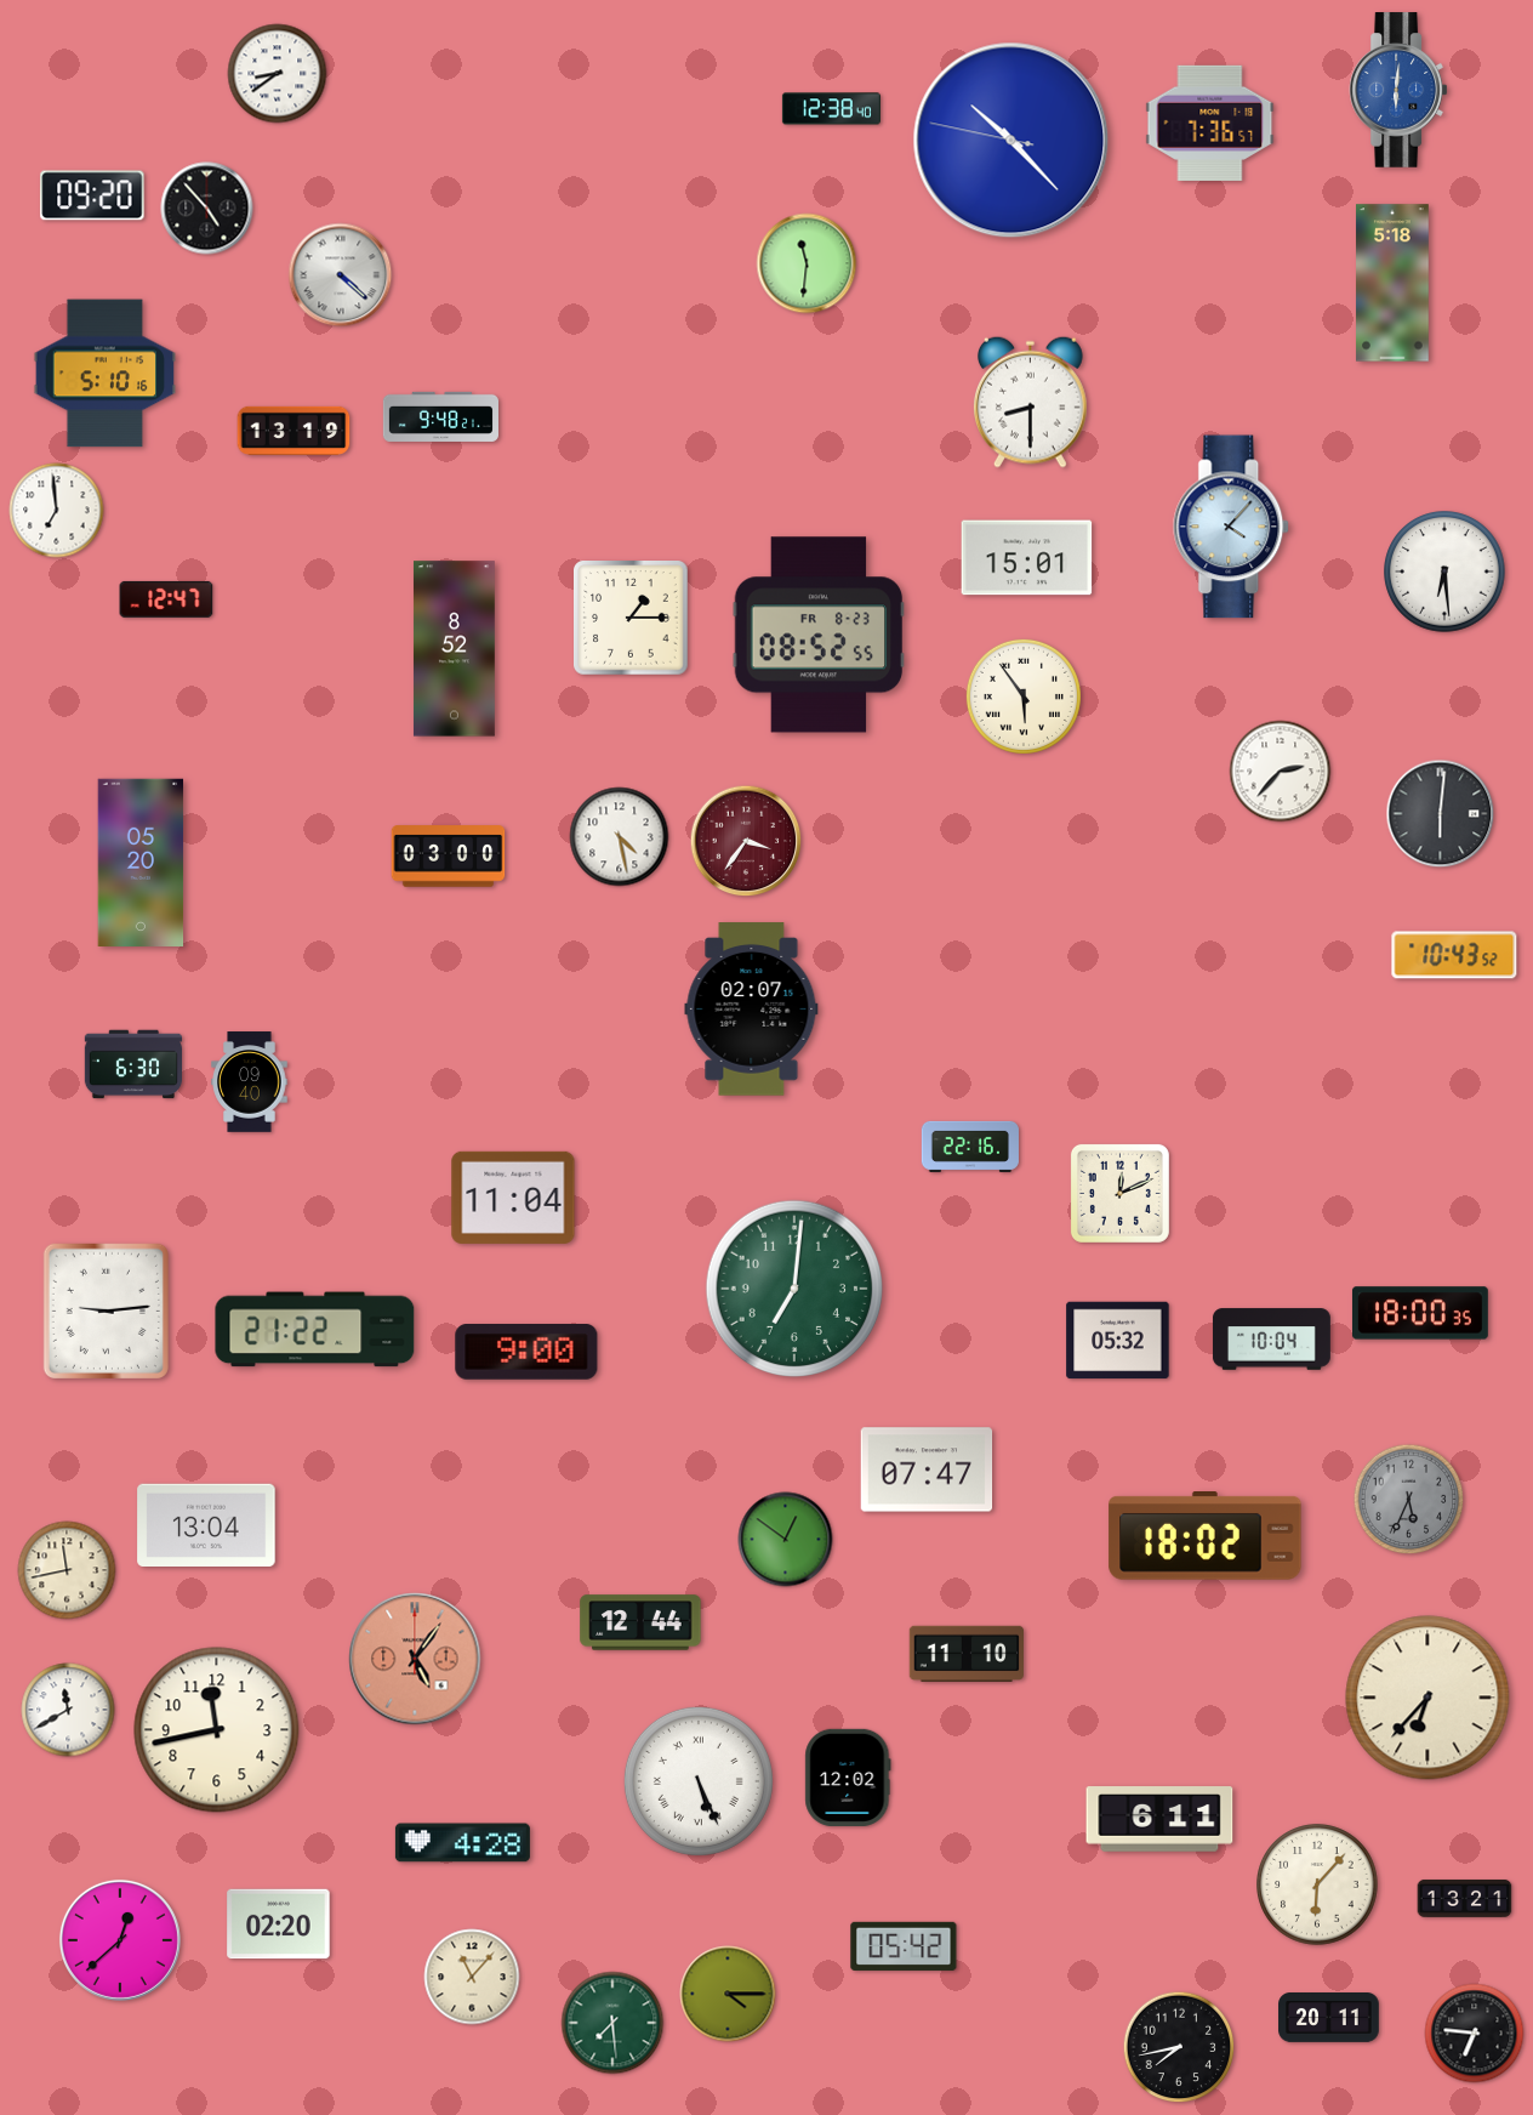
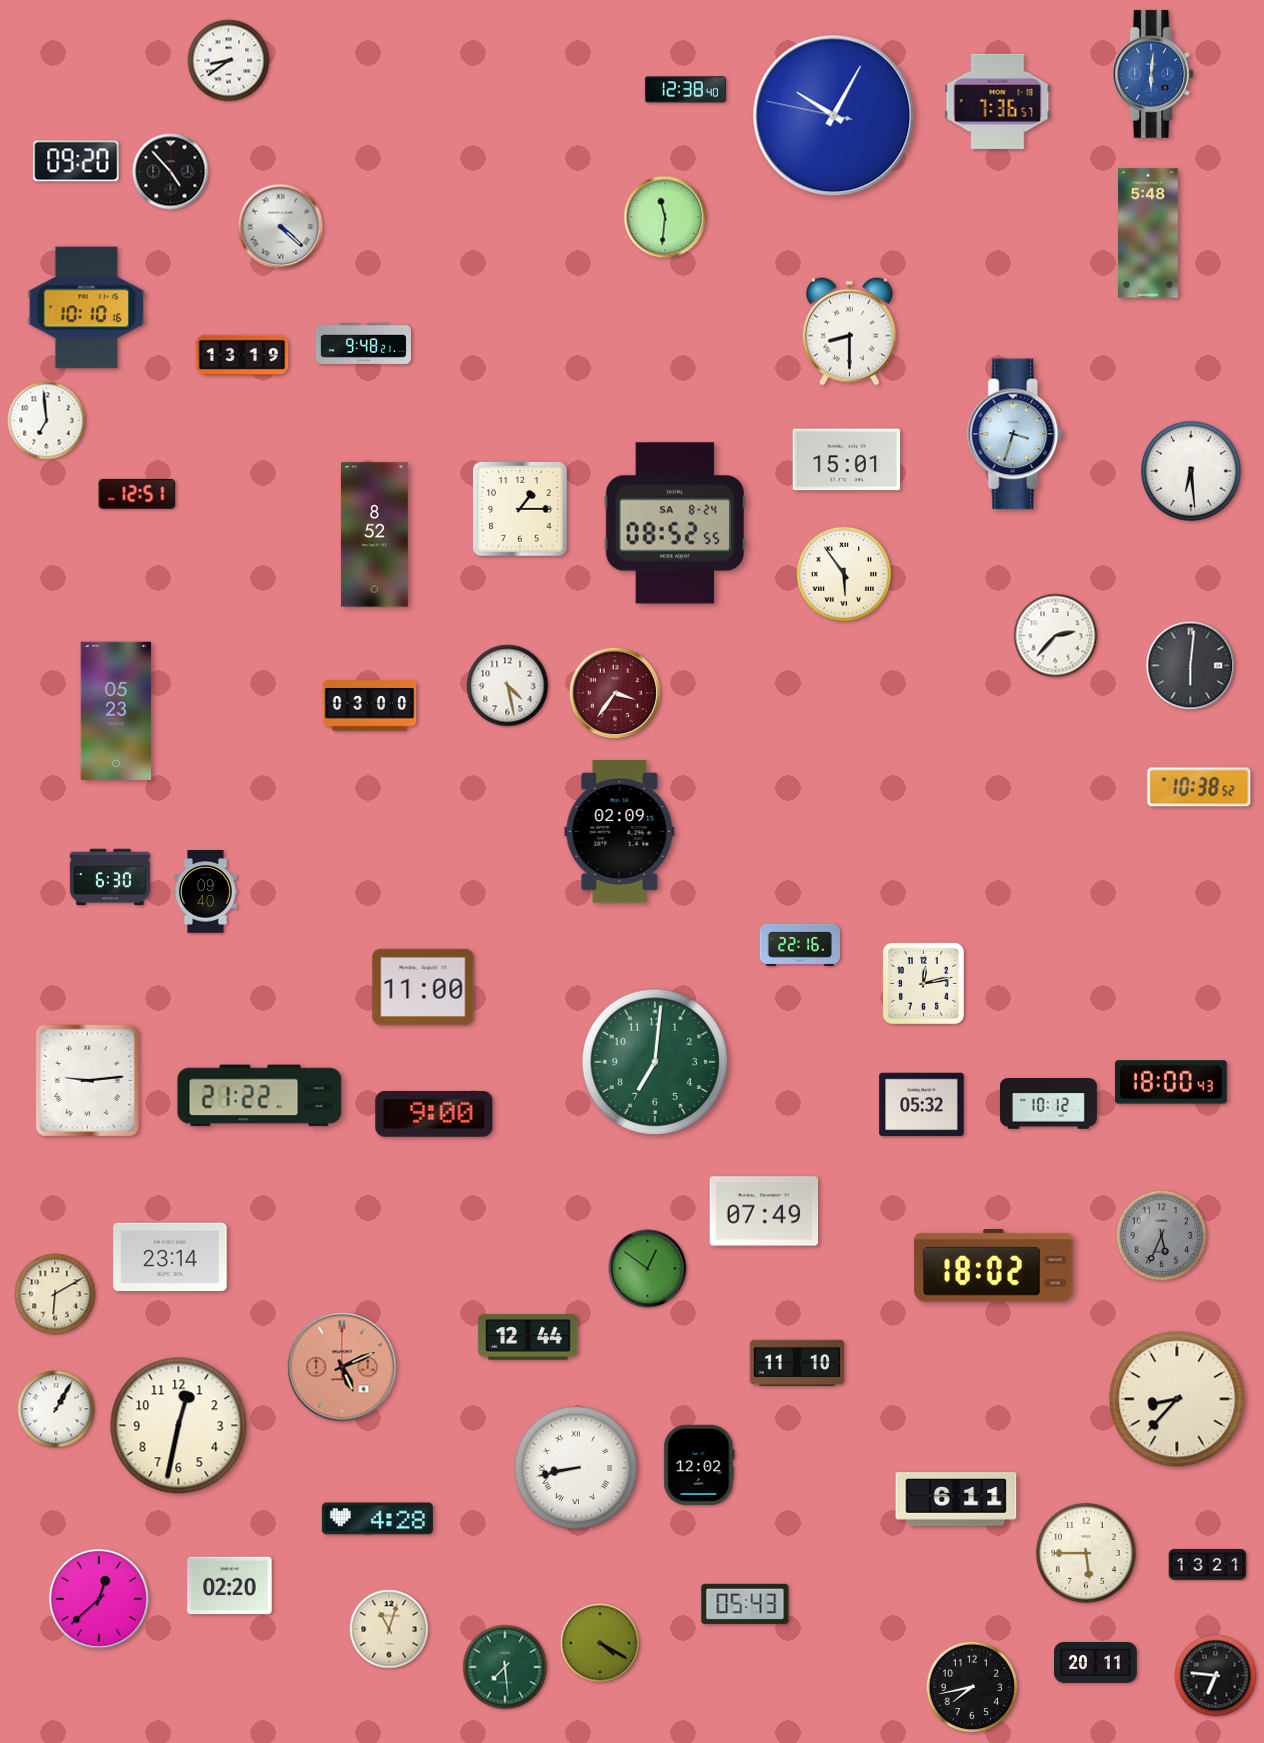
clock at (1011, 141): 10:22 -> 10:04
clock at (1392, 283): 5:18 -> 5:48
clock at (106, 374): 5:10 -> 10:10
clock at (1232, 527): 4:07 -> 3:33
clock at (166, 599): 12:47 -> 12:51
clock at (819, 635) date: FR 8-23 -> SA 8-24
clock at (1441, 814) position: (1441, 814) -> (1191, 666)
clock at (620, 837) position: (620, 837) -> (508, 686)
clock at (141, 862): 05:20 -> 05:23
clock at (1454, 955): 10:43 -> 10:38
clock at (752, 1010): 02:07 -> 02:09
clock at (1119, 1193): 12:11 -> 12:13
clock at (513, 1198): 11:04 -> 11:00
clock at (1420, 1313): 18:00:35 -> 18:00:43
clock at (1271, 1340): 10:04 -> 10:12
clock at (927, 1469): 07:47 -> 07:49
clock at (206, 1524): 13:04 -> 23:14
clock at (67, 1570): 11:43 -> 6:10
clock at (415, 1659): 5:06 -> 5:11
clock at (1427, 1698): 6:37 -> 8:37
clock at (68, 1710): 11:40 -> 1:05
clock at (217, 1730): 11:43 -> 12:32
clock at (699, 1781): 5:26 -> 8:43
clock at (462, 1843) position: (462, 1843) -> (377, 1519)
clock at (1317, 1884): 6:07 -> 5:45
clock at (904, 1946): 05:42 -> 05:43
clock at (472, 1977): 11:07 -> 11:03
clock at (728, 1994): 4:15 -> 4:20
